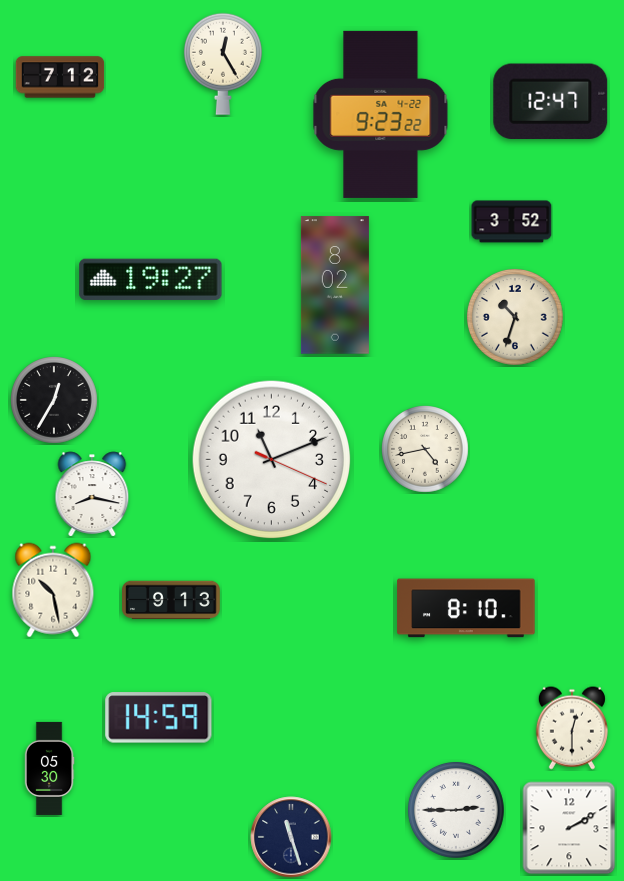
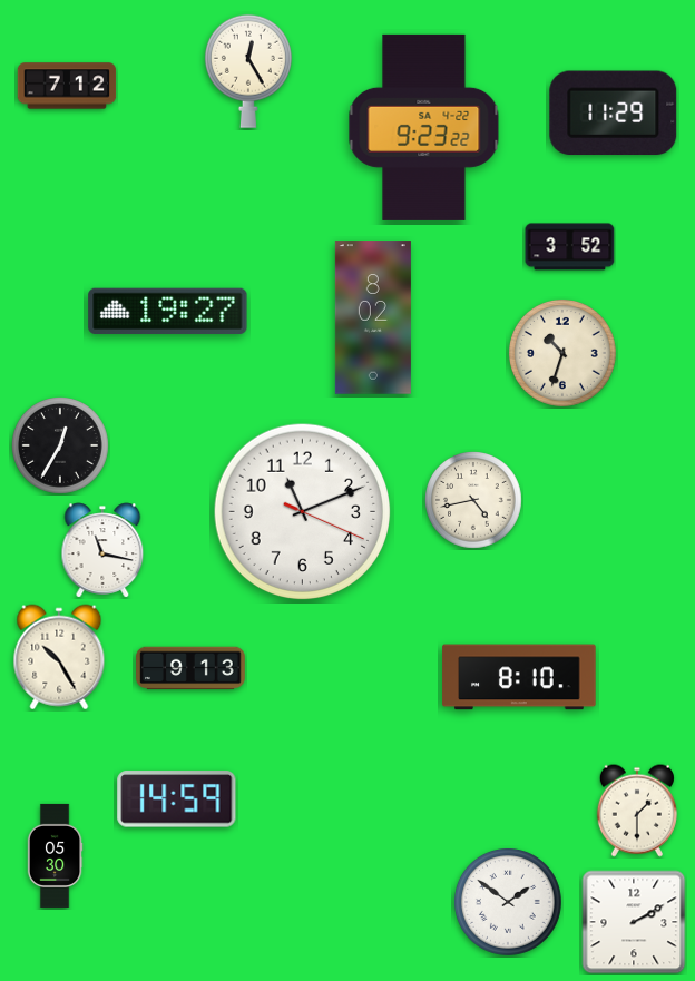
clock at (551, 102): 12:47 -> 11:29
clock at (515, 317) position: (515, 317) -> (562, 353)
clock at (92, 494): 8:17 -> 11:17
clock at (53, 590): 10:28 -> 10:25
clock at (572, 728): 12:30 -> 1:30
clock at (456, 810): 2:45 -> 1:51
clock at (291, 837): 11:27 -> none
